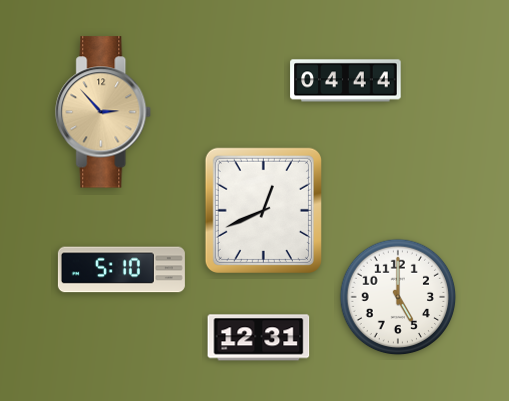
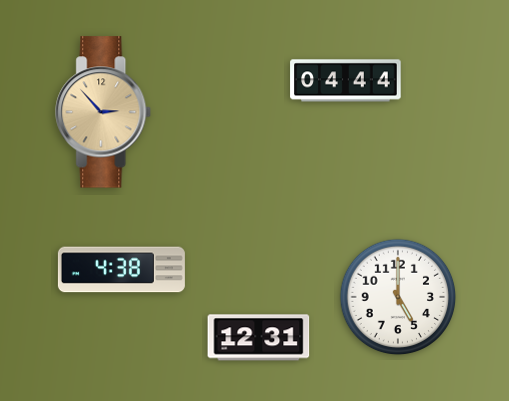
clock at (263, 210): 12:41 -> none
clock at (121, 270): 5:10 -> 4:38
